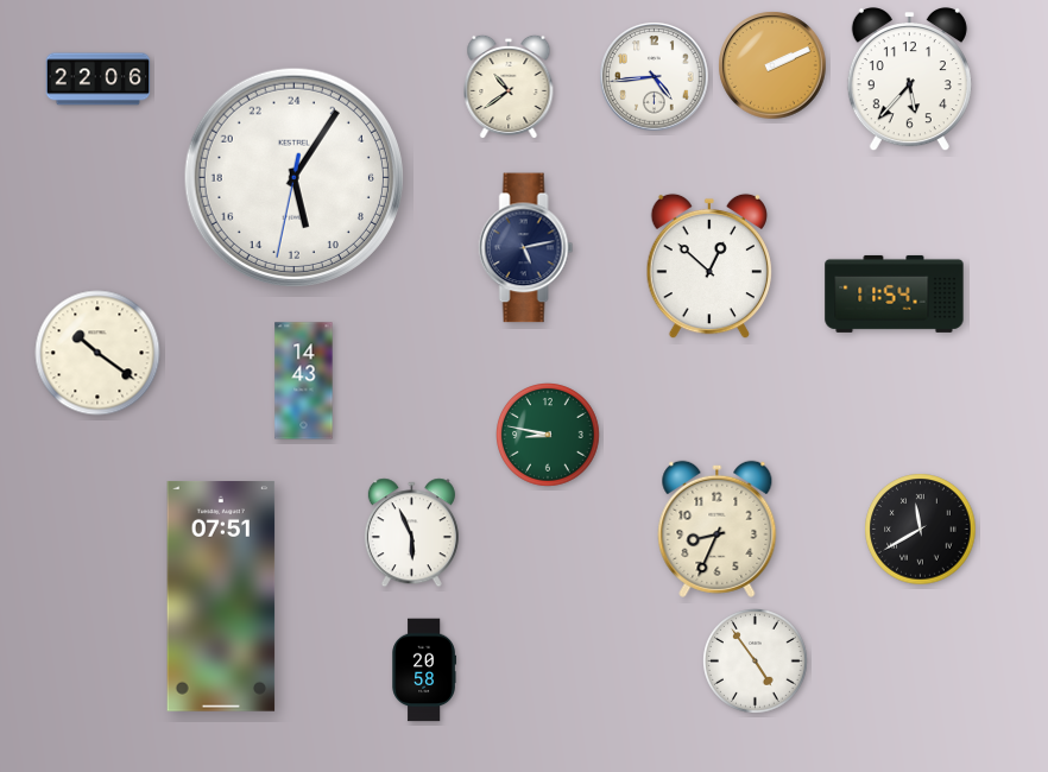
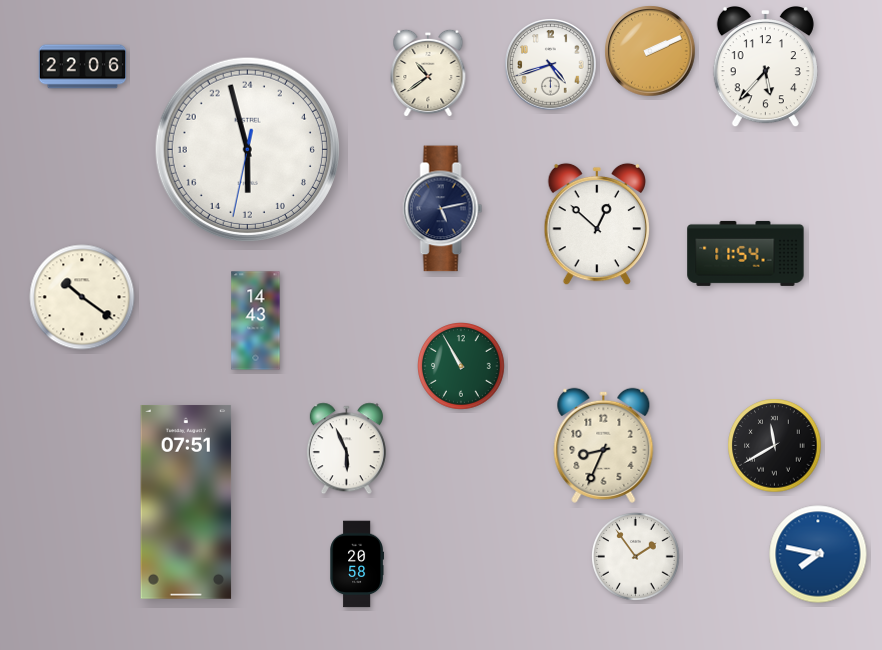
clock at (772, 65) position: (772, 65) -> (650, 51)
clock at (655, 77): 4:44 -> 4:42
clock at (293, 177): 11:05 -> 11:57
clock at (895, 293) position: (895, 293) -> (746, 253)
clock at (549, 436): 8:47 -> 10:55
clock at (818, 554): none -> 7:47
clock at (756, 662): 4:54 -> 1:54
